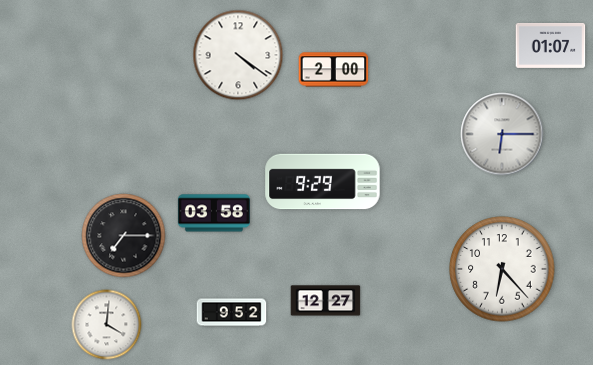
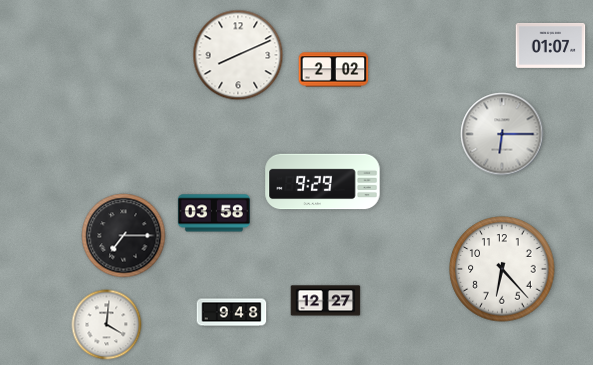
clock at (238, 55): 4:21 -> 8:11
clock at (334, 70): 2:00 -> 2:02
clock at (232, 313): 9:52 -> 9:48
